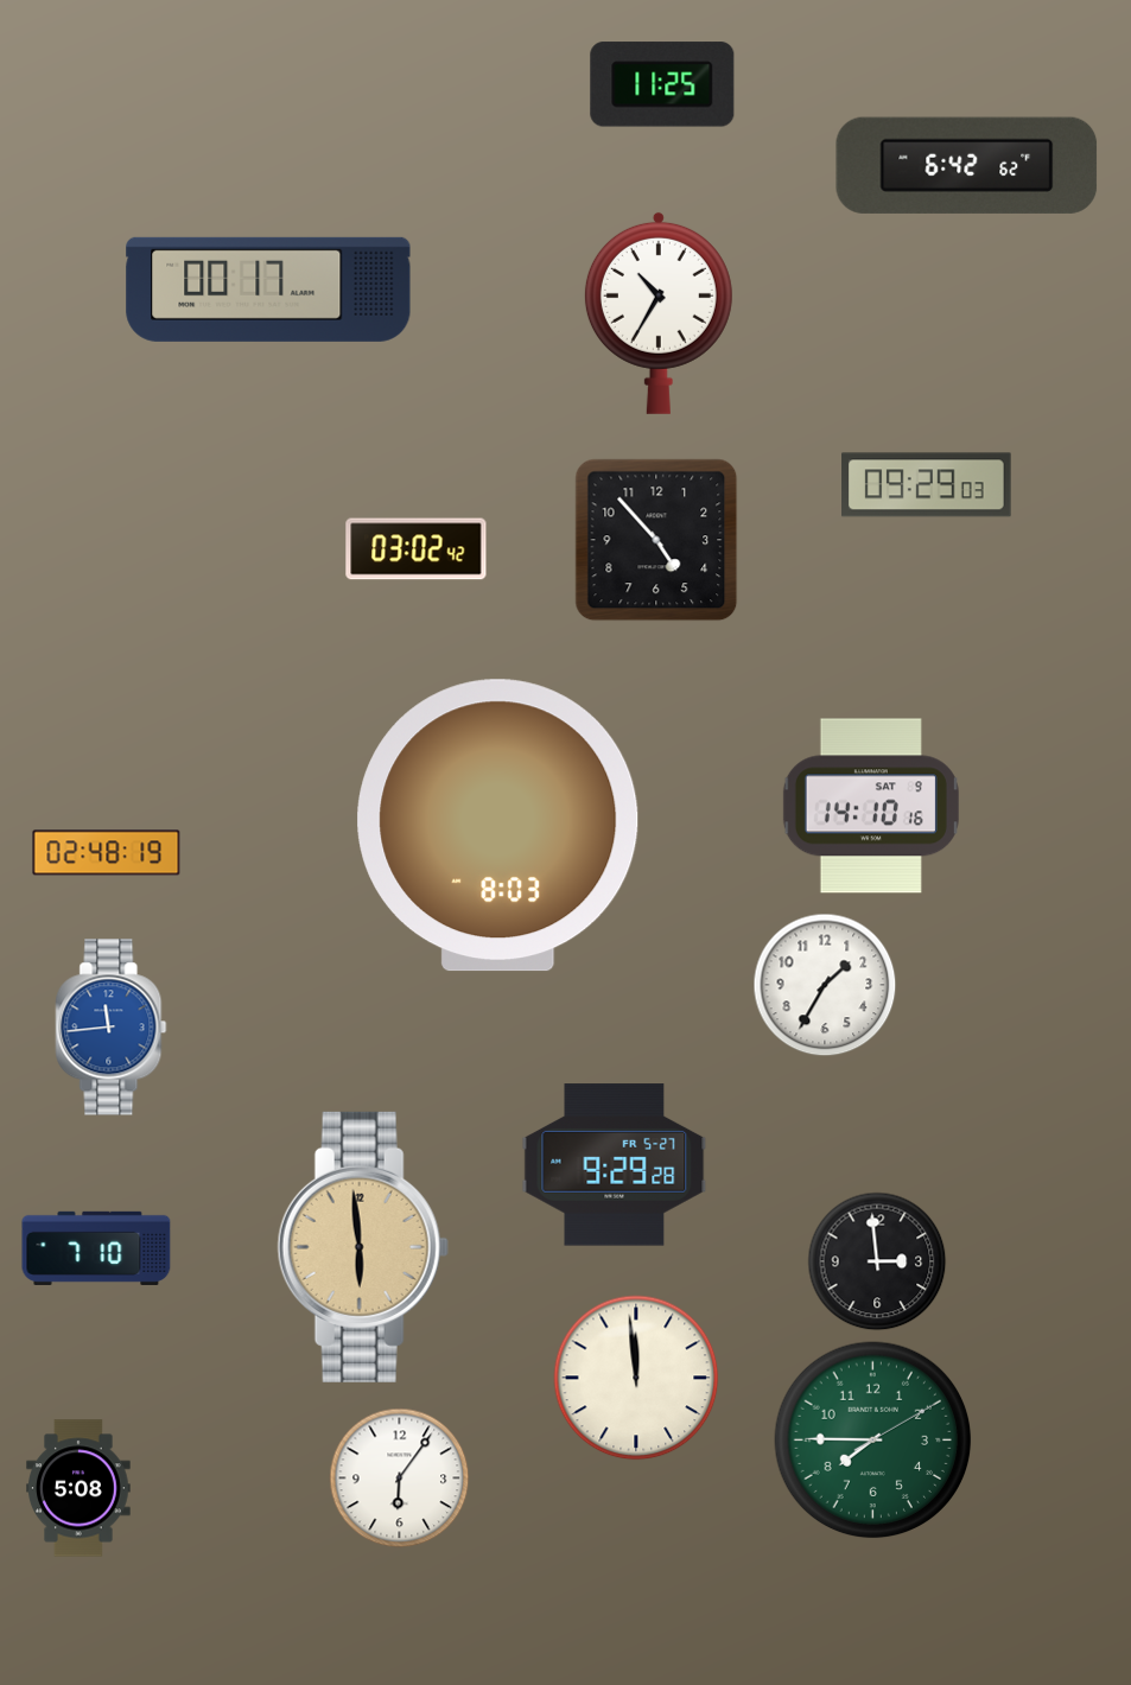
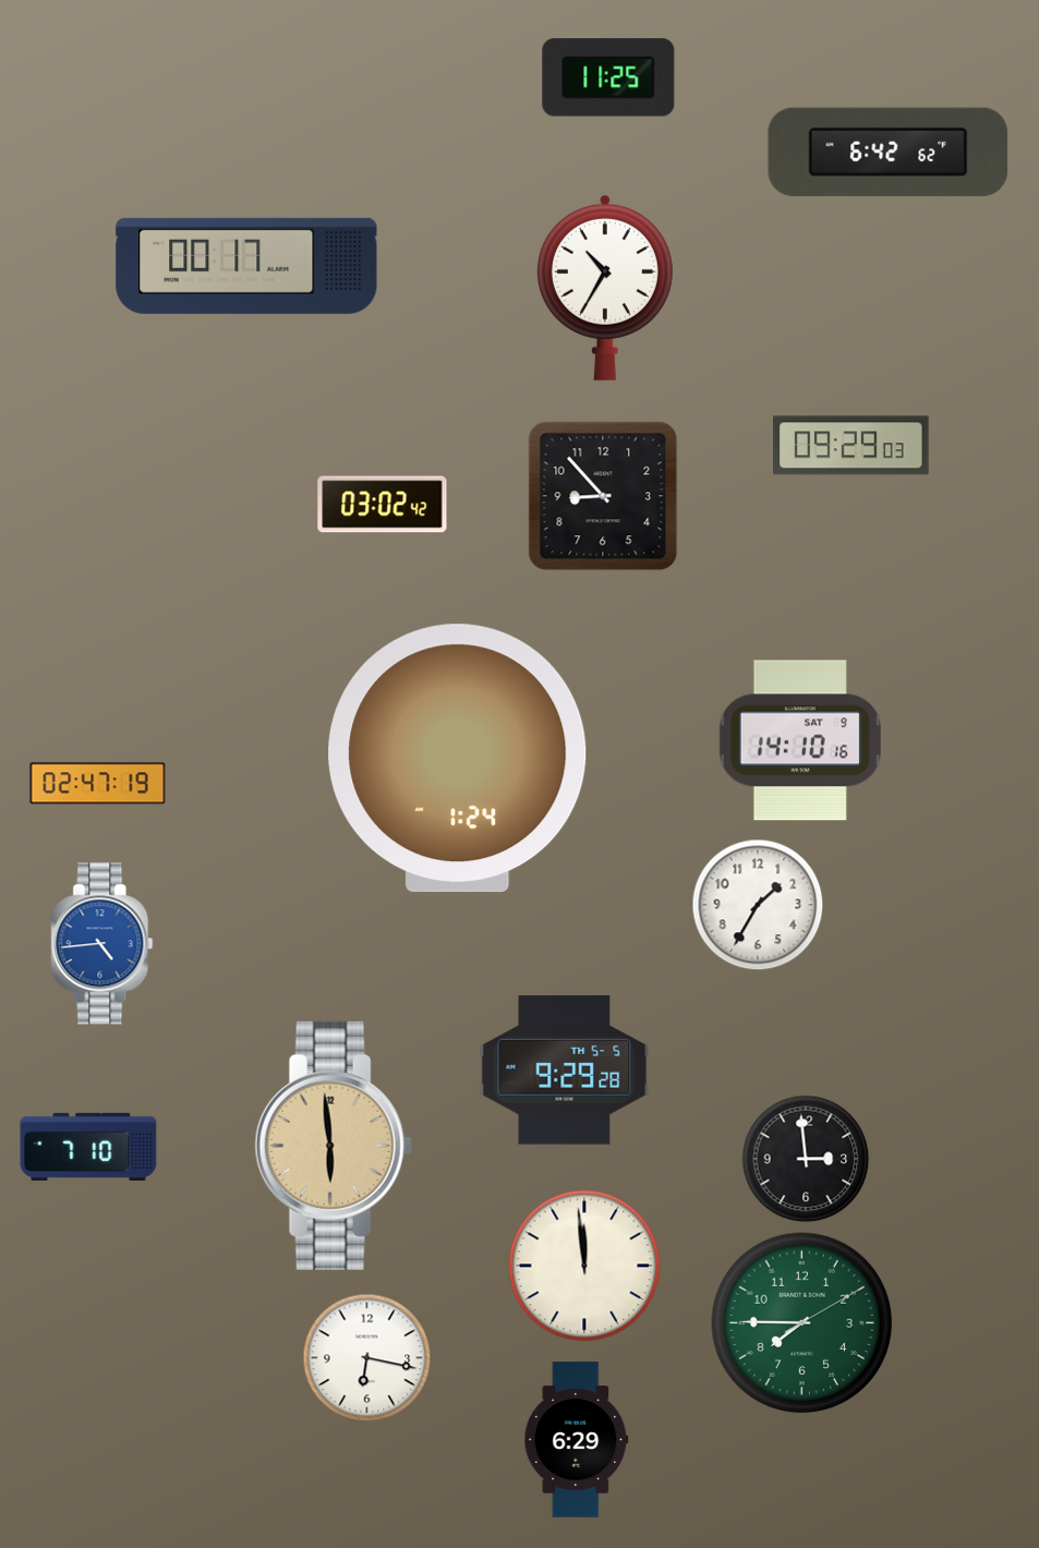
clock at (656, 540): 4:53 -> 8:53
clock at (498, 826): 8:03 -> 1:24
clock at (107, 853): 02:48 -> 02:47
clock at (112, 1028): 11:44 -> 4:44
clock at (615, 1165) date: FR 5-27 -> TH 5-5
clock at (400, 1479): 6:06 -> 6:17
clock at (78, 1488): 5:08 -> none
clock at (577, 1440): none -> 6:29
